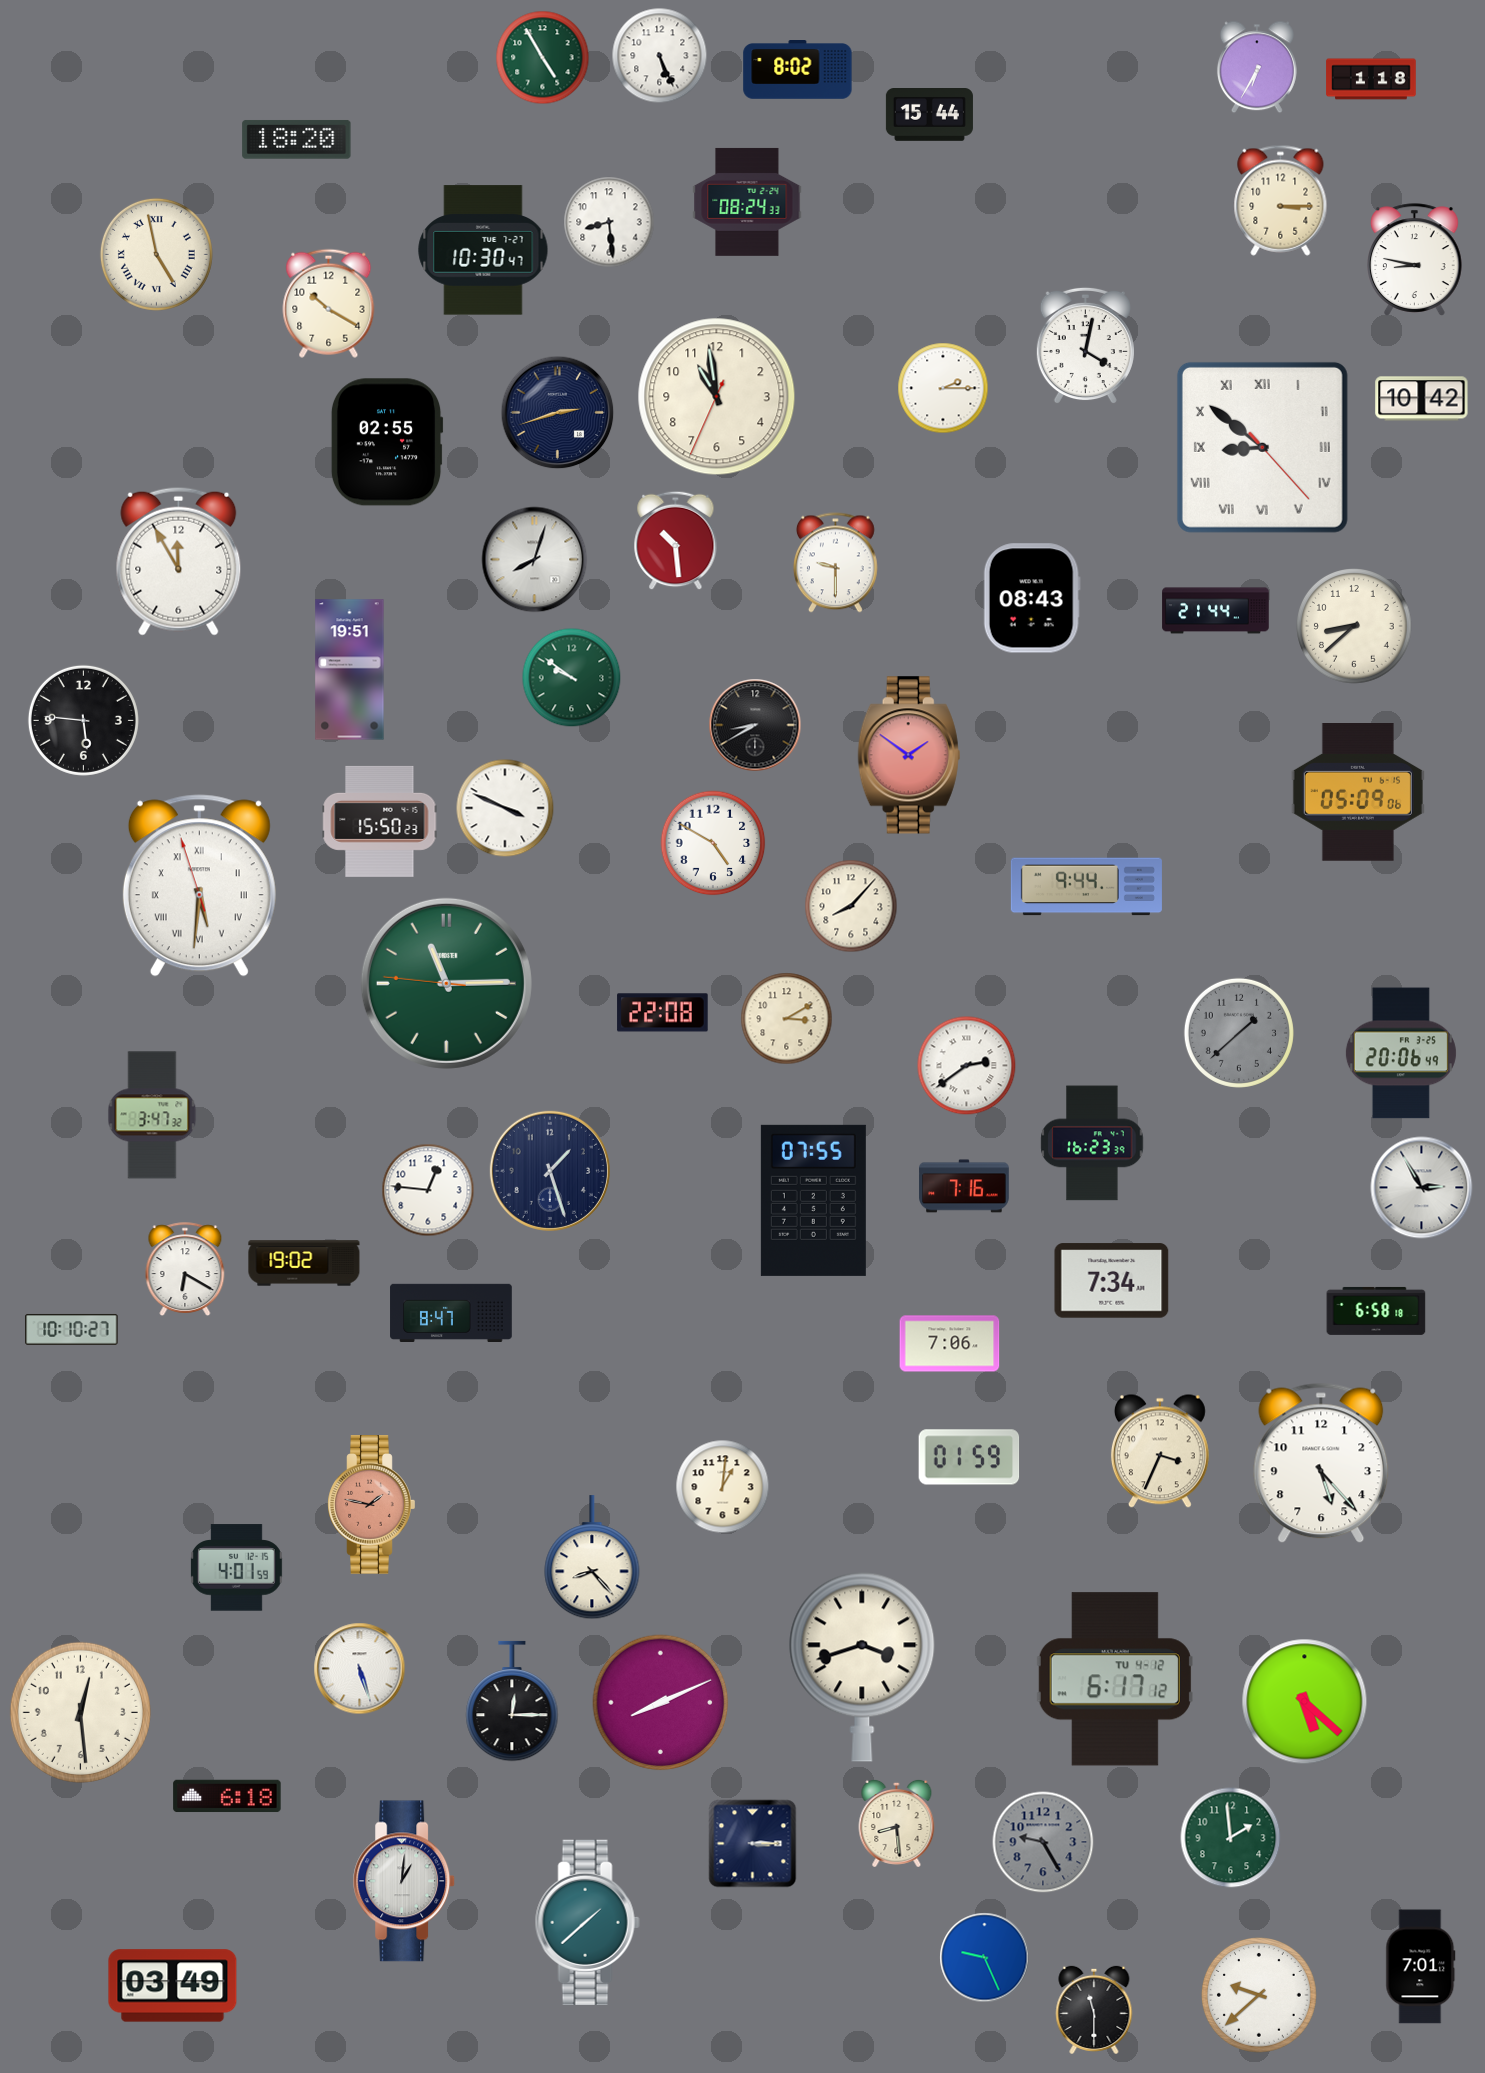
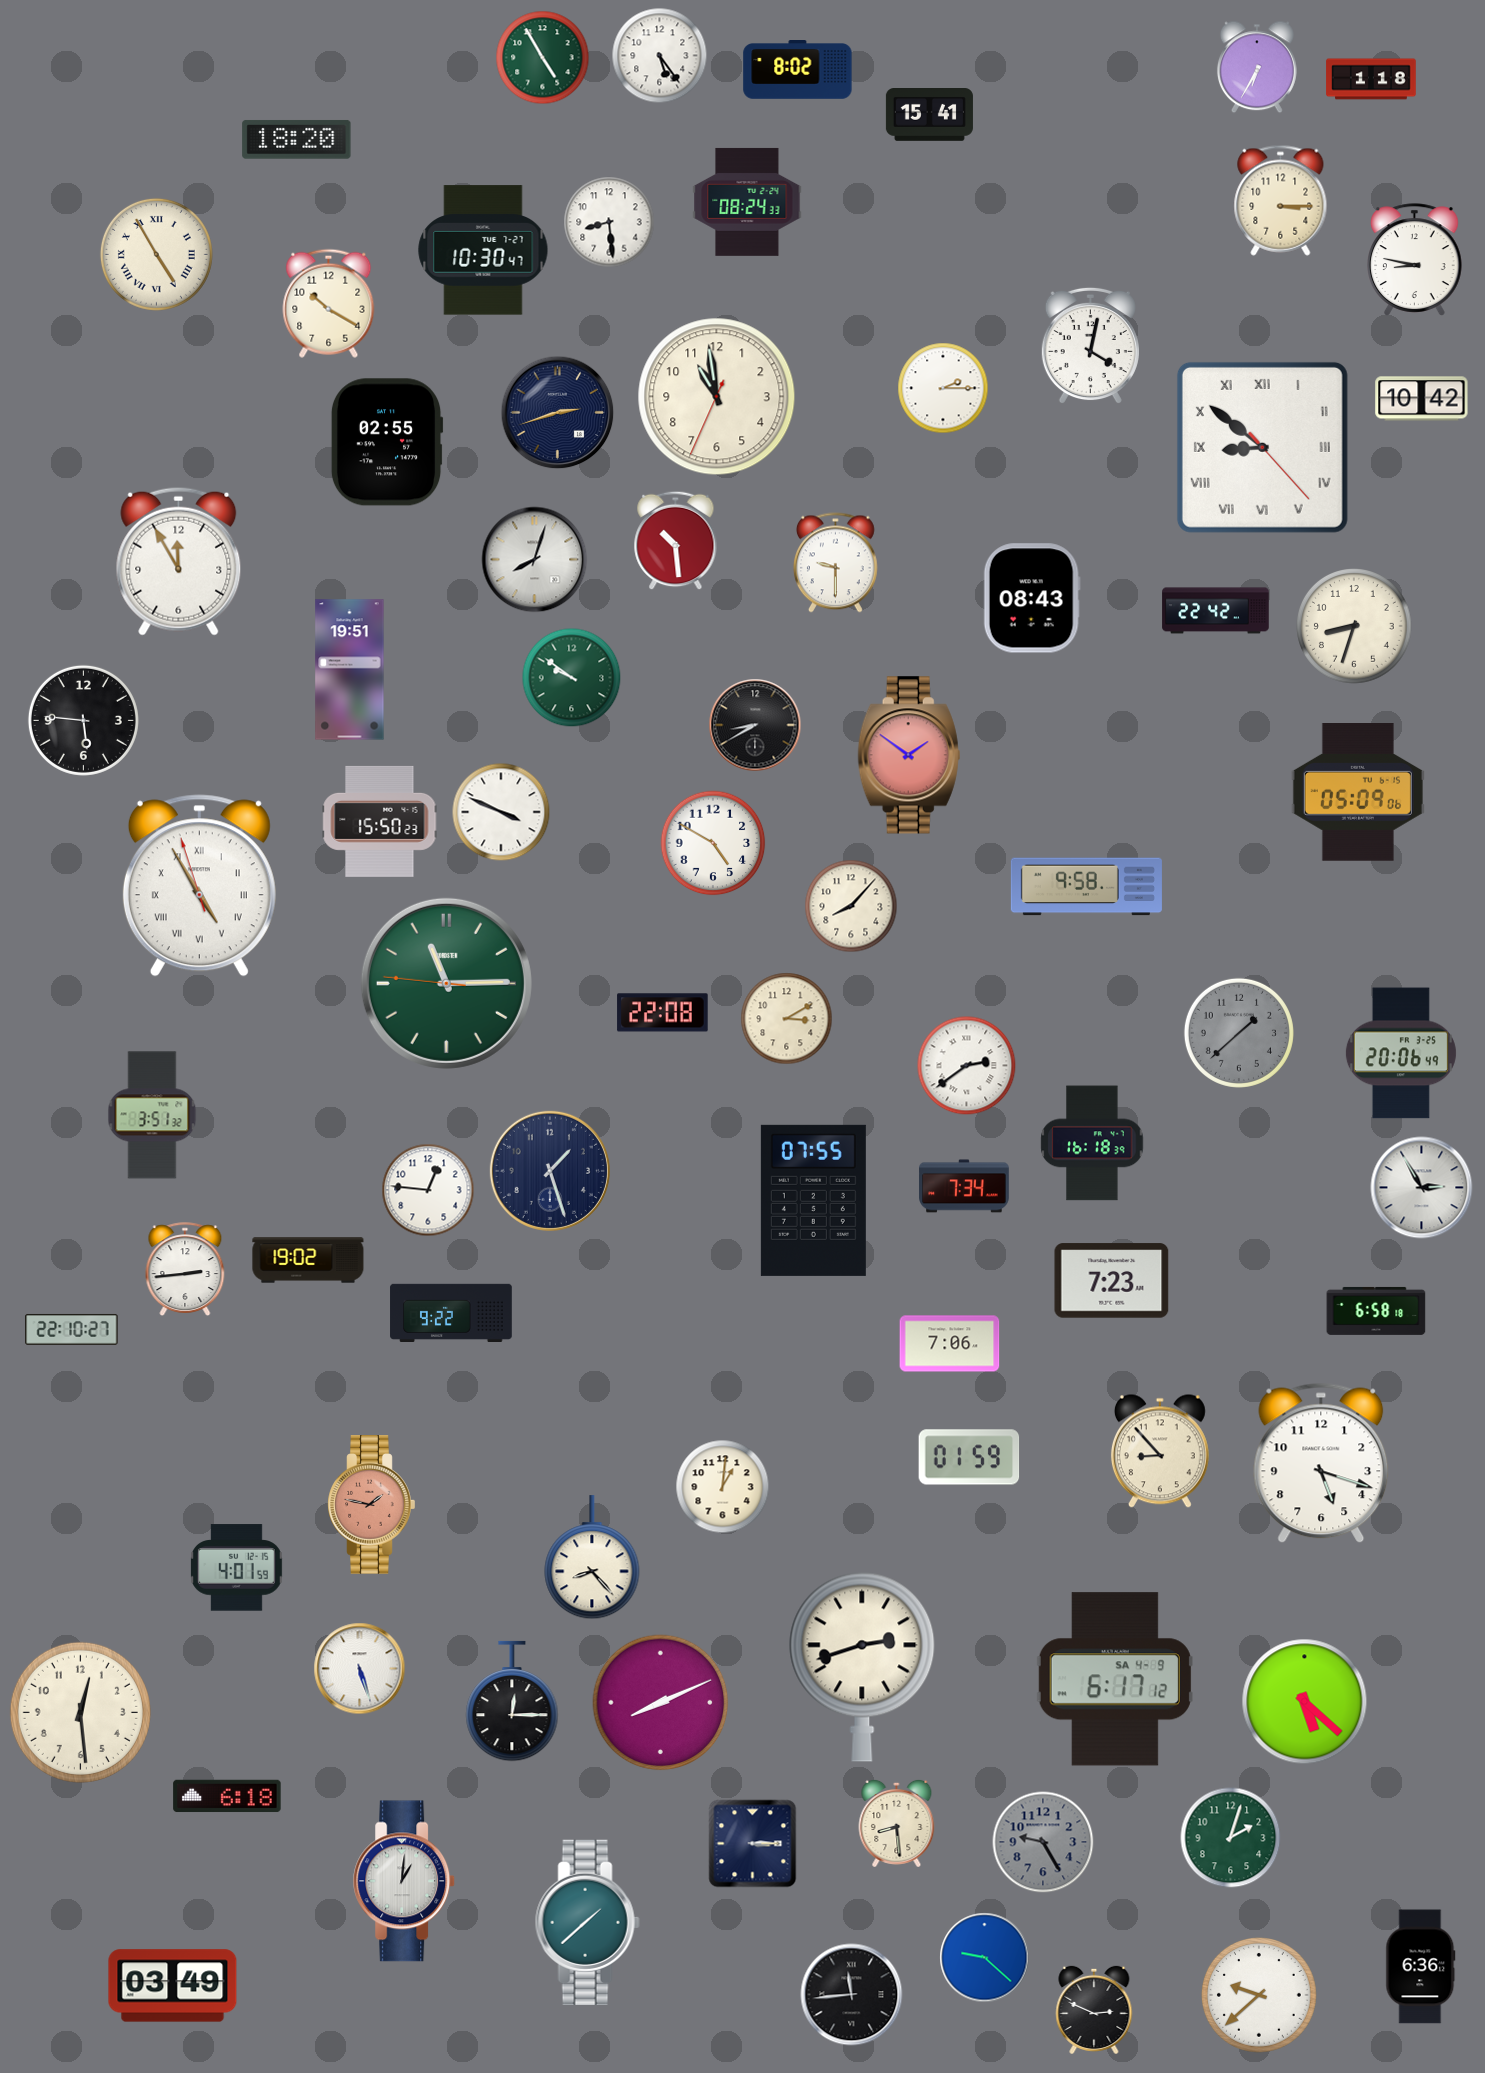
clock at (660, 56): 5:26 -> 5:24
clock at (929, 115): 15:44 -> 15:41
clock at (156, 254): 4:58 -> 4:55
clock at (1085, 346) position: (1085, 346) -> (1090, 346)
clock at (1216, 611): 21:44 -> 22:42
clock at (1355, 627): 8:38 -> 8:33
clock at (505, 808) position: (505, 808) -> (501, 812)
clock at (199, 886): 5:30 -> 4:54
clock at (1086, 887): 9:44 -> 9:58
clock at (152, 1115): 3:47 -> 3:51
clock at (1092, 1143): 16:23 -> 16:18
clock at (964, 1186): 7:16 -> 7:34
clock at (304, 1263) position: (304, 1263) -> (308, 1260)
clock at (185, 1269): 6:20 -> 2:44
clock at (1112, 1281): 7:34 -> 7:23
clock at (451, 1312): 8:47 -> 9:22
clock at (72, 1329): 10:10 -> 22:10
clock at (1160, 1451): 3:34 -> 8:53
clock at (1321, 1463): 5:23 -> 5:18
clock at (862, 1667): 3:42 -> 2:42
clock at (1115, 1679) date: TU 4-12 -> SA 4-9
clock at (1231, 1838): 1:59 -> 2:03
clock at (985, 1958): 9:26 -> 9:22
clock at (1421, 1967): 7:01 -> 6:36
clock at (852, 1995): none -> 11:44
clock at (1094, 2010): 11:30 -> 2:49
